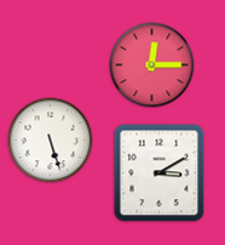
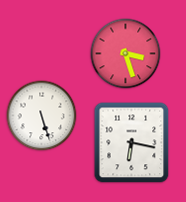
clock at (152, 65): 12:15 -> 3:27
clock at (160, 173): 3:10 -> 6:17
